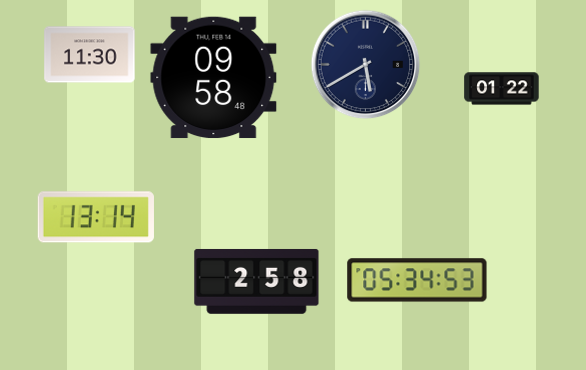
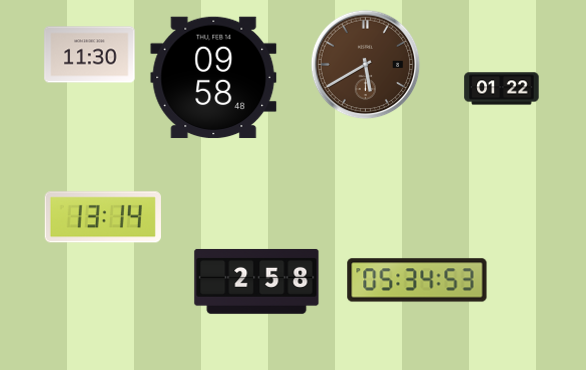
clock at (366, 65) dial: navy -> brown
clock at (96, 217) position: (96, 217) -> (103, 217)
